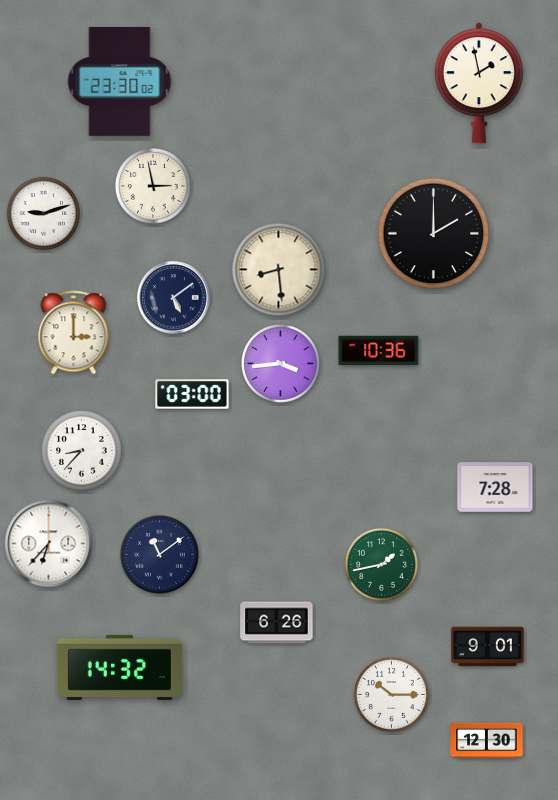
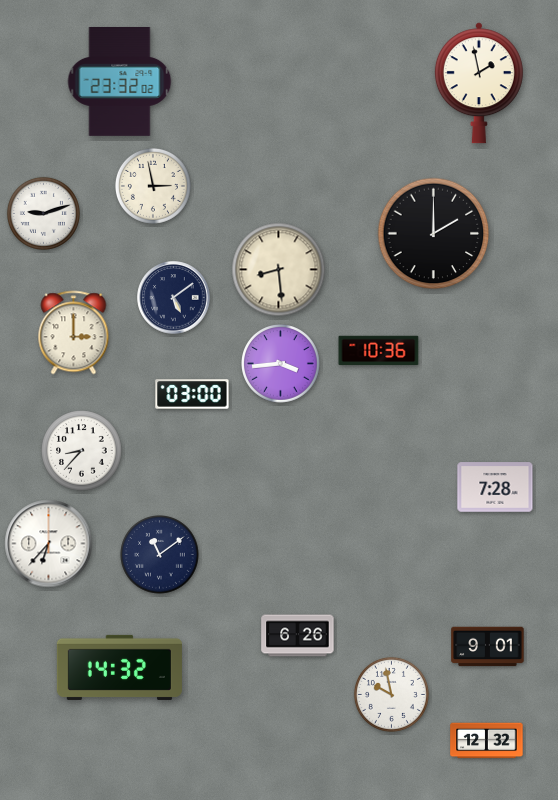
clock at (120, 82): 23:30 -> 23:32
clock at (381, 564): 1:43 -> none
clock at (277, 623) position: (277, 623) -> (298, 636)
clock at (391, 694): 10:15 -> 9:58
clock at (487, 741): 12:30 -> 12:32
